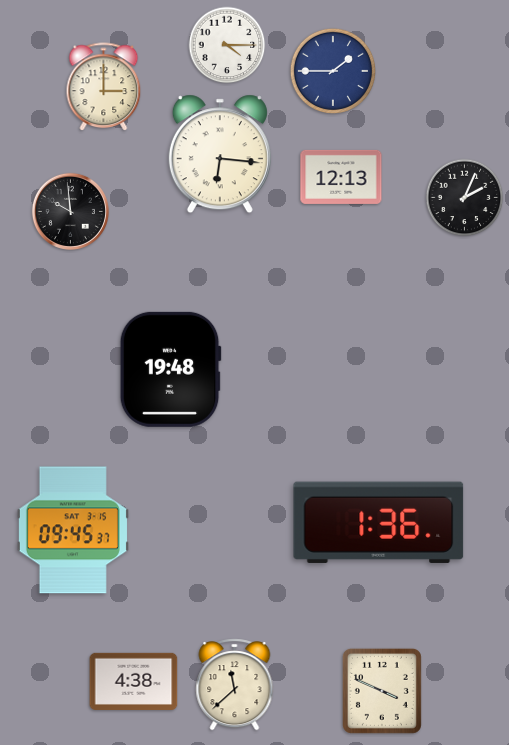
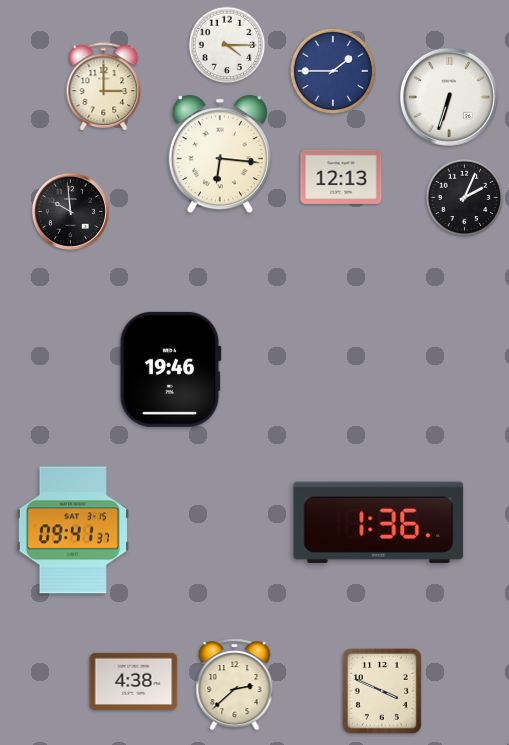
clock at (449, 97): none -> 6:33
clock at (170, 369): 19:48 -> 19:46
clock at (73, 530): 09:45 -> 09:41
clock at (235, 685): 11:38 -> 2:38
